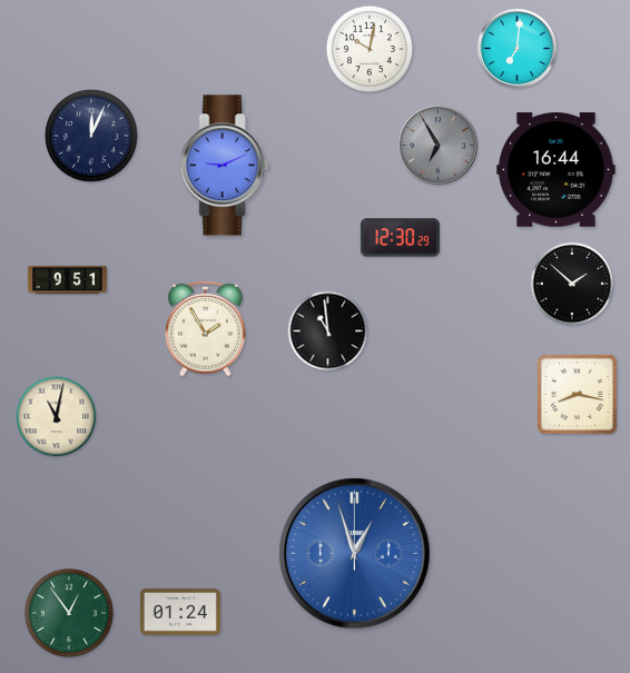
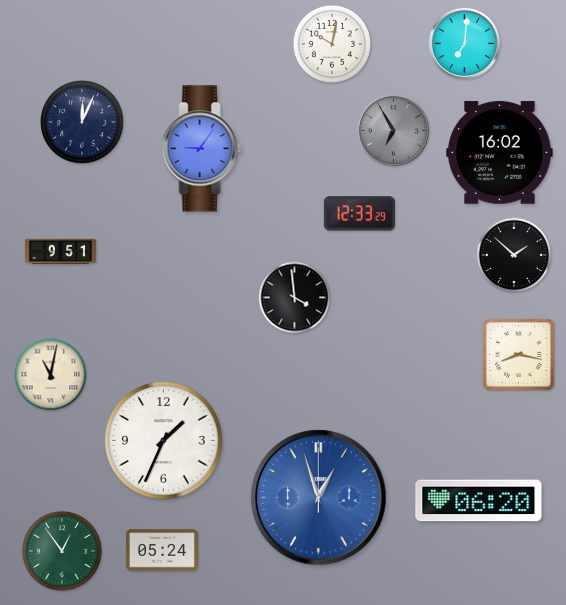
clock at (225, 166): 9:11 -> 9:06
clock at (557, 170): 16:44 -> 16:02
clock at (400, 238): 12:30 -> 12:33
clock at (206, 328): 1:55 -> none
clock at (328, 331): 10:59 -> 3:59
clock at (164, 441): none -> 1:34
clock at (479, 501): none -> 06:20
clock at (180, 612): 01:24 -> 05:24
